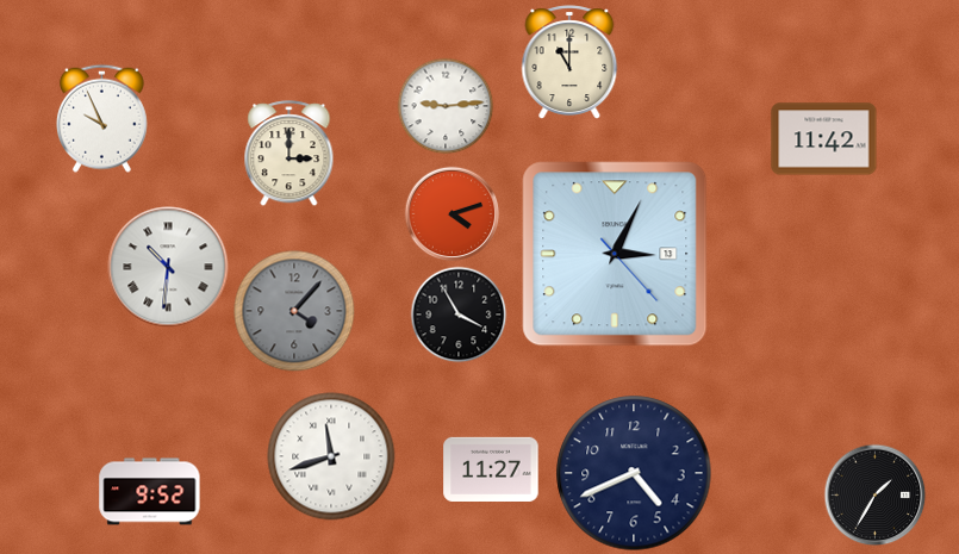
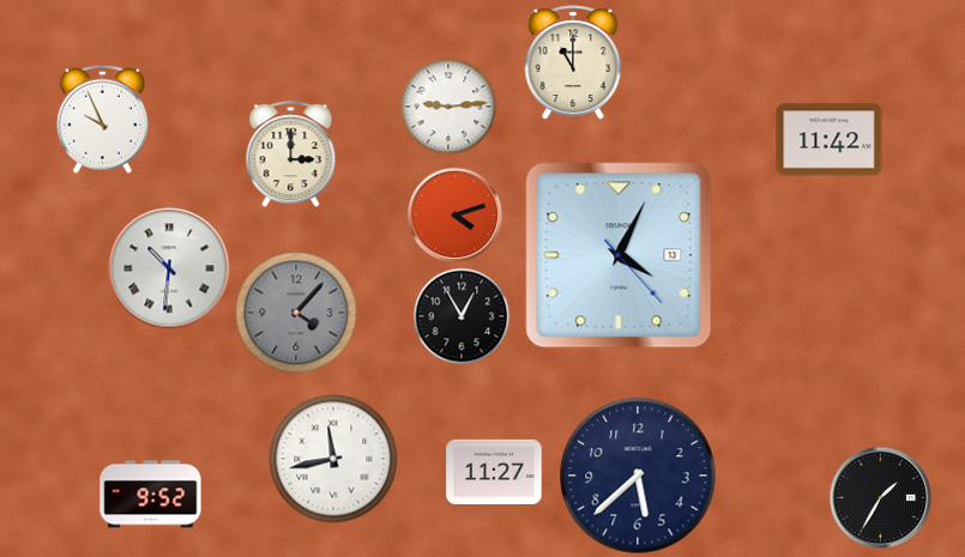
clock at (615, 254): 3:04 -> 4:04
clock at (459, 315): 3:55 -> 12:55
clock at (331, 456): 11:42 -> 11:43
clock at (634, 473): 4:41 -> 5:38
